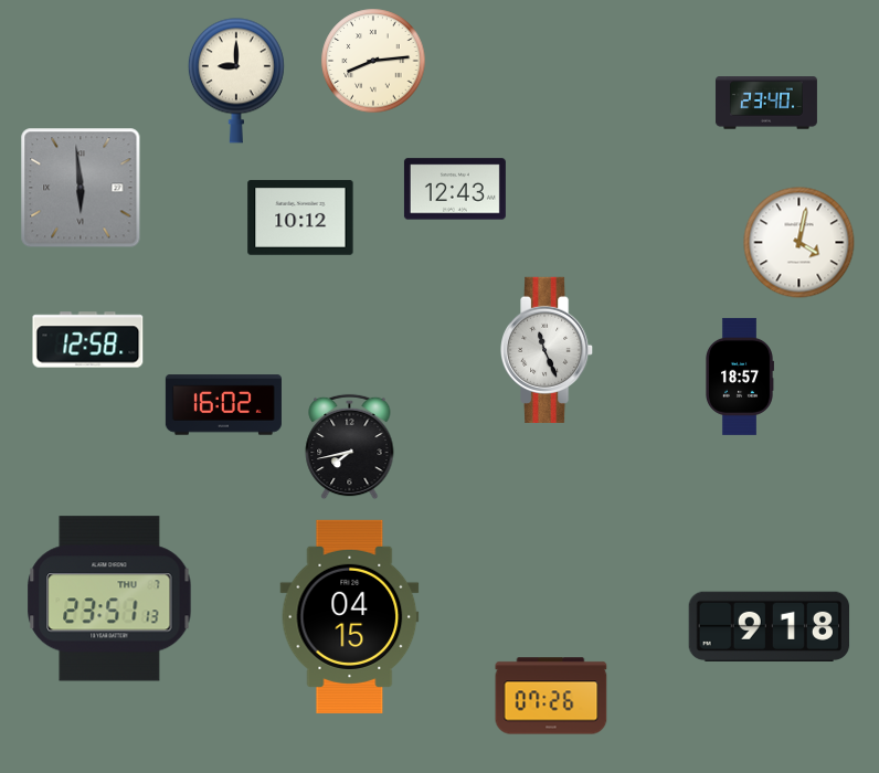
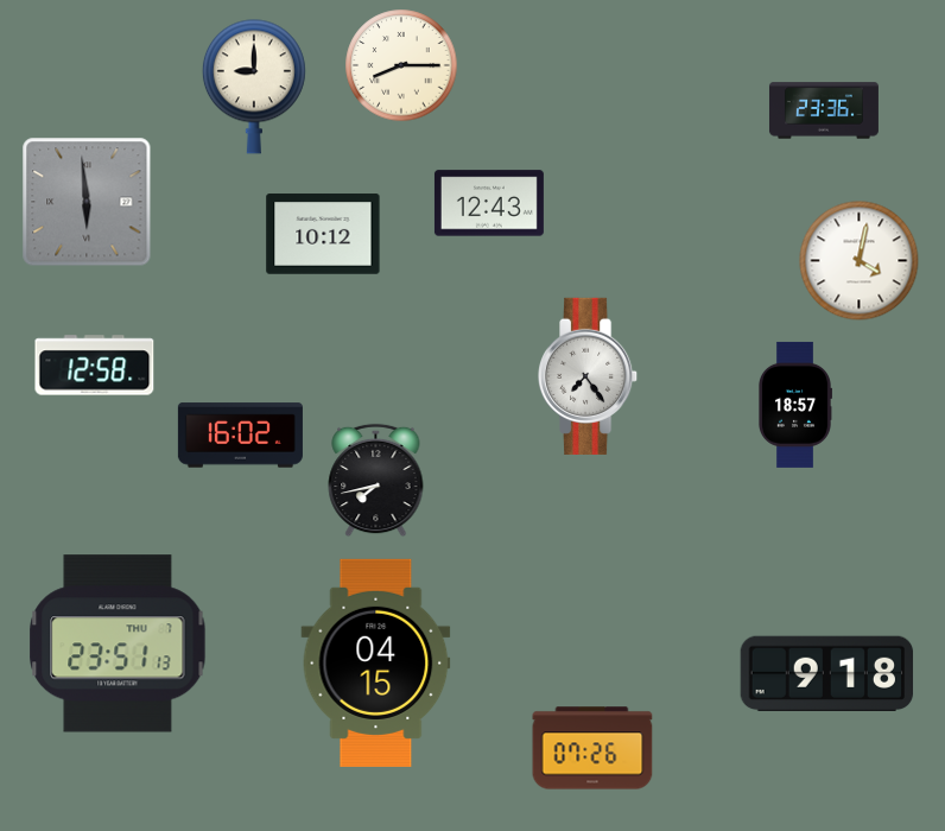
clock at (373, 61): 8:14 -> 8:15
clock at (766, 103): 23:40 -> 23:36
clock at (548, 350): 11:26 -> 7:24
